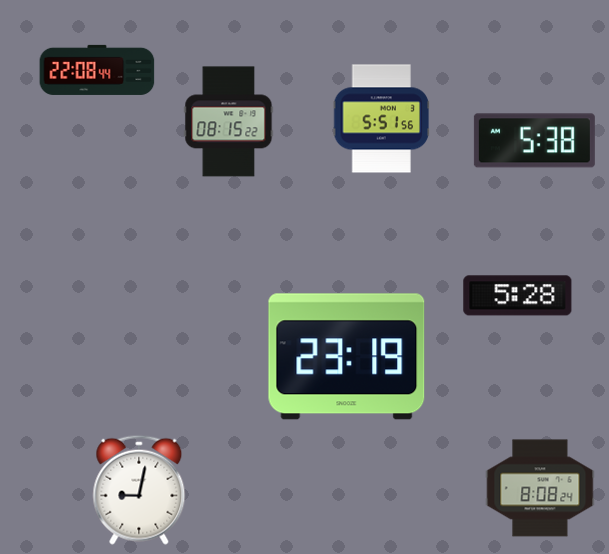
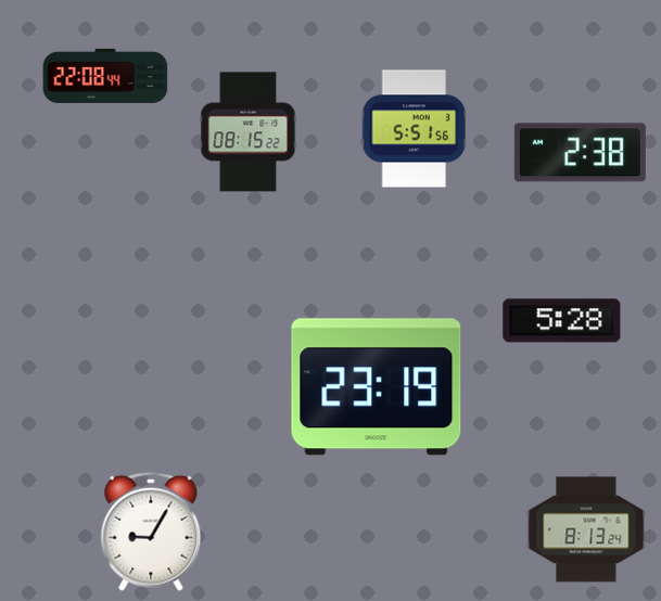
clock at (534, 141): 5:38 -> 2:38
clock at (540, 488): 8:08 -> 8:13
clock at (139, 490): 9:02 -> 9:05
